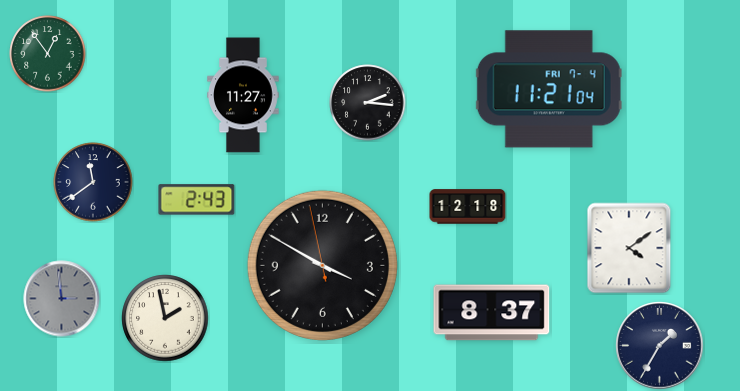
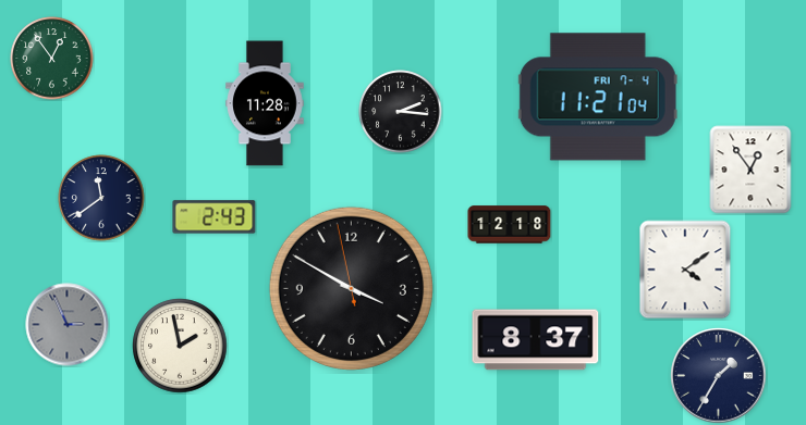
clock at (243, 95): 11:27 -> 11:28
clock at (750, 170): none -> 12:54
clock at (62, 299): 2:59 -> 2:56
